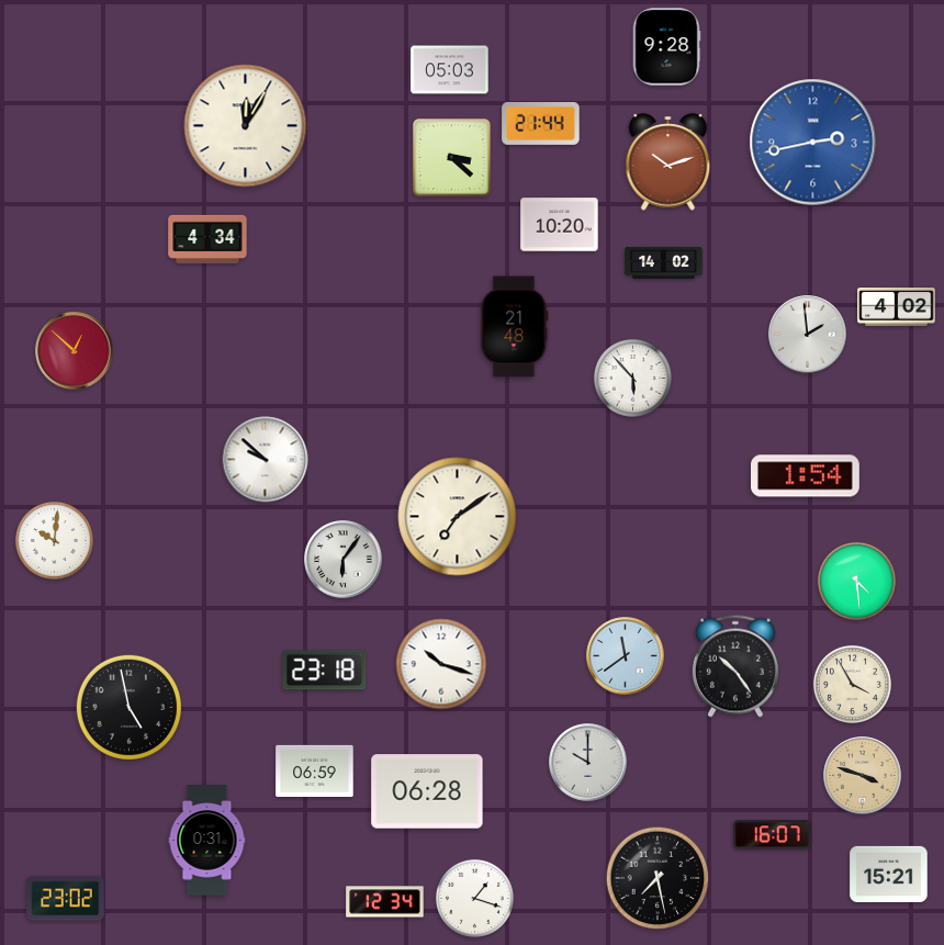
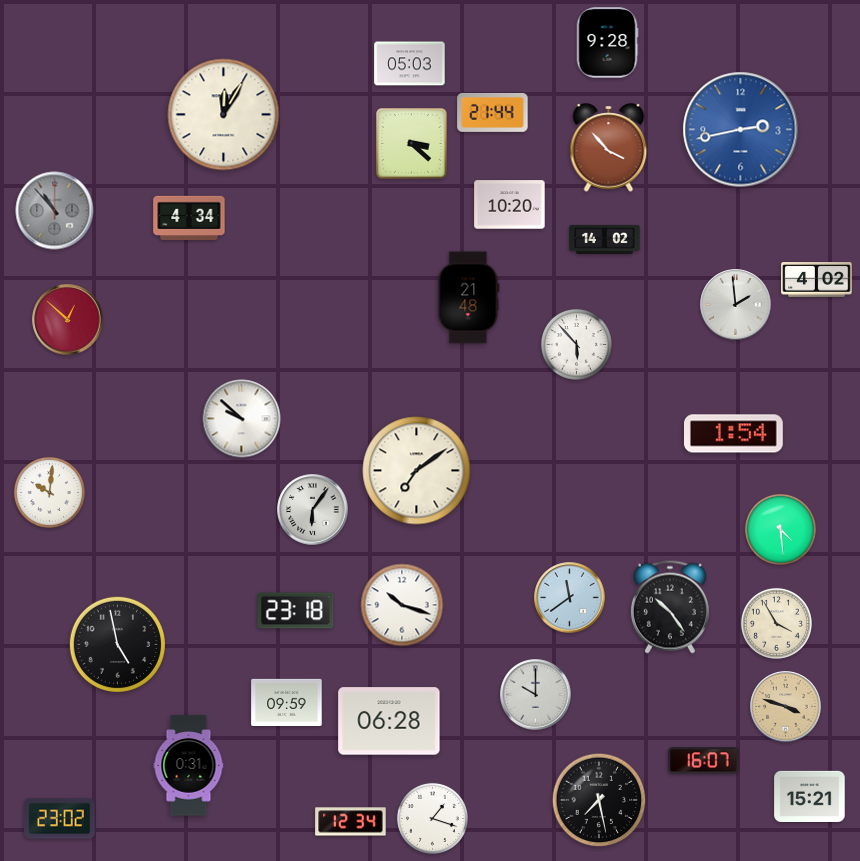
clock at (668, 162): 10:12 -> 3:53
clock at (55, 211): none -> 10:53
clock at (315, 770): 06:59 -> 09:59
